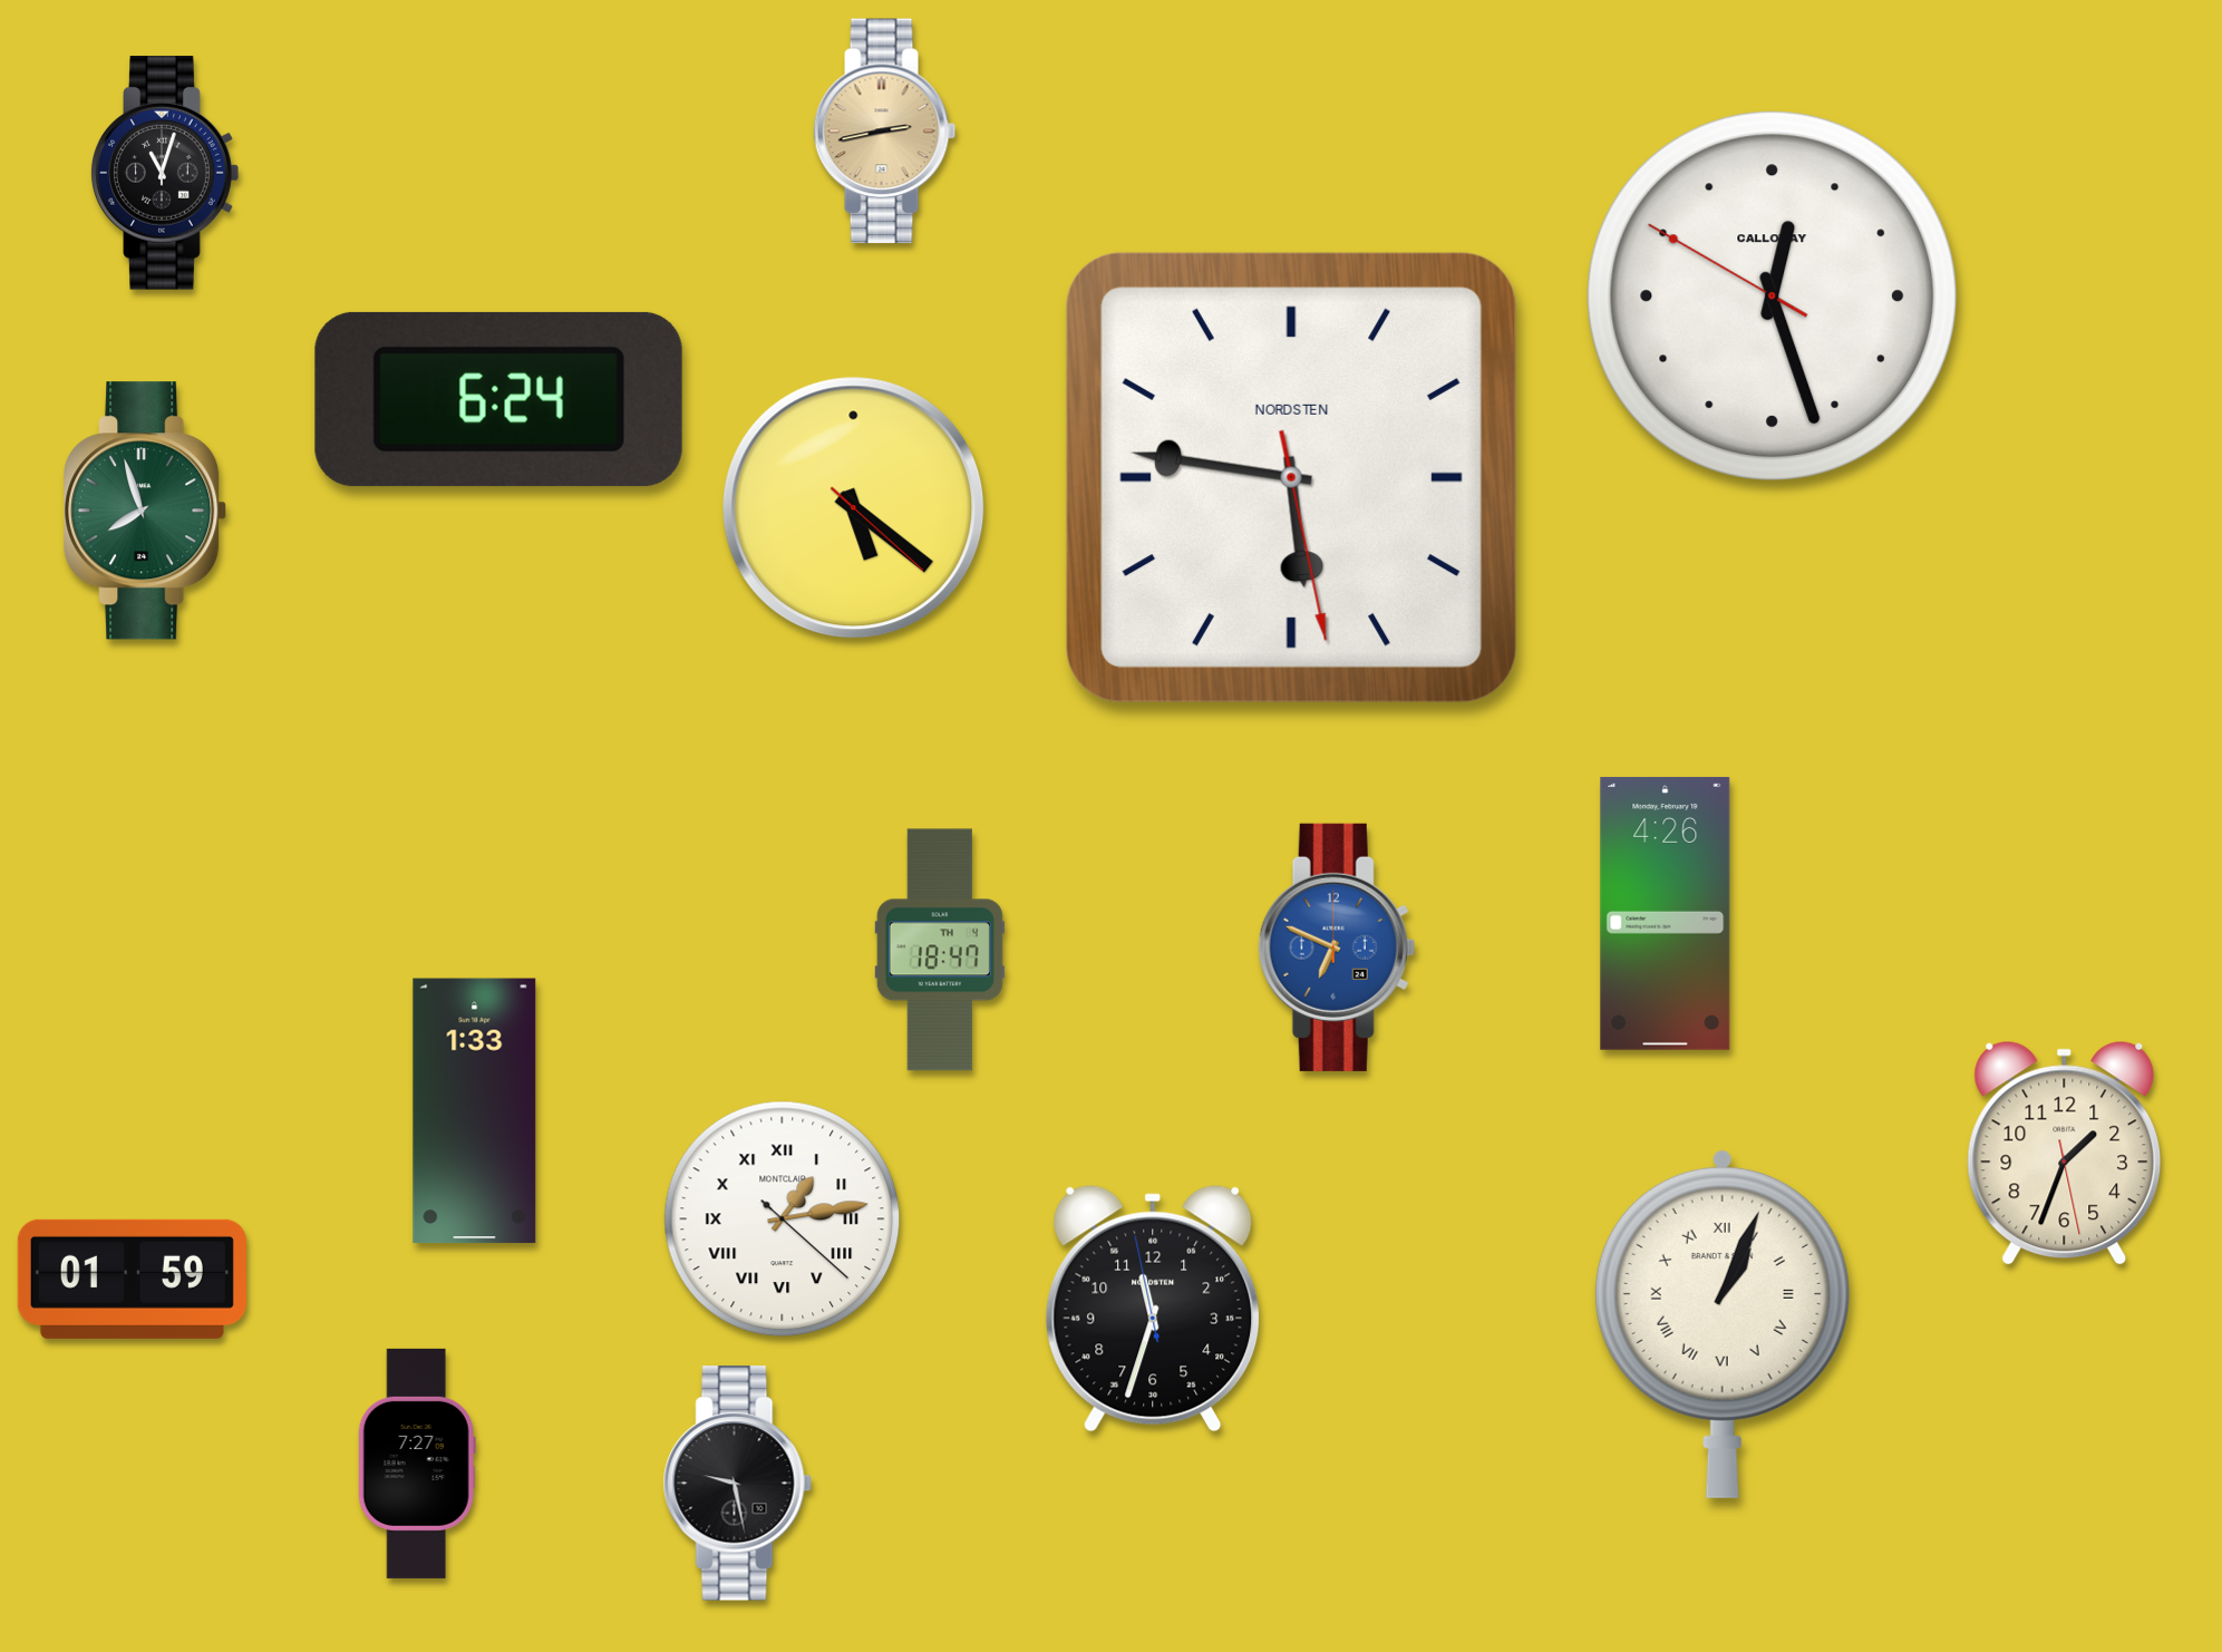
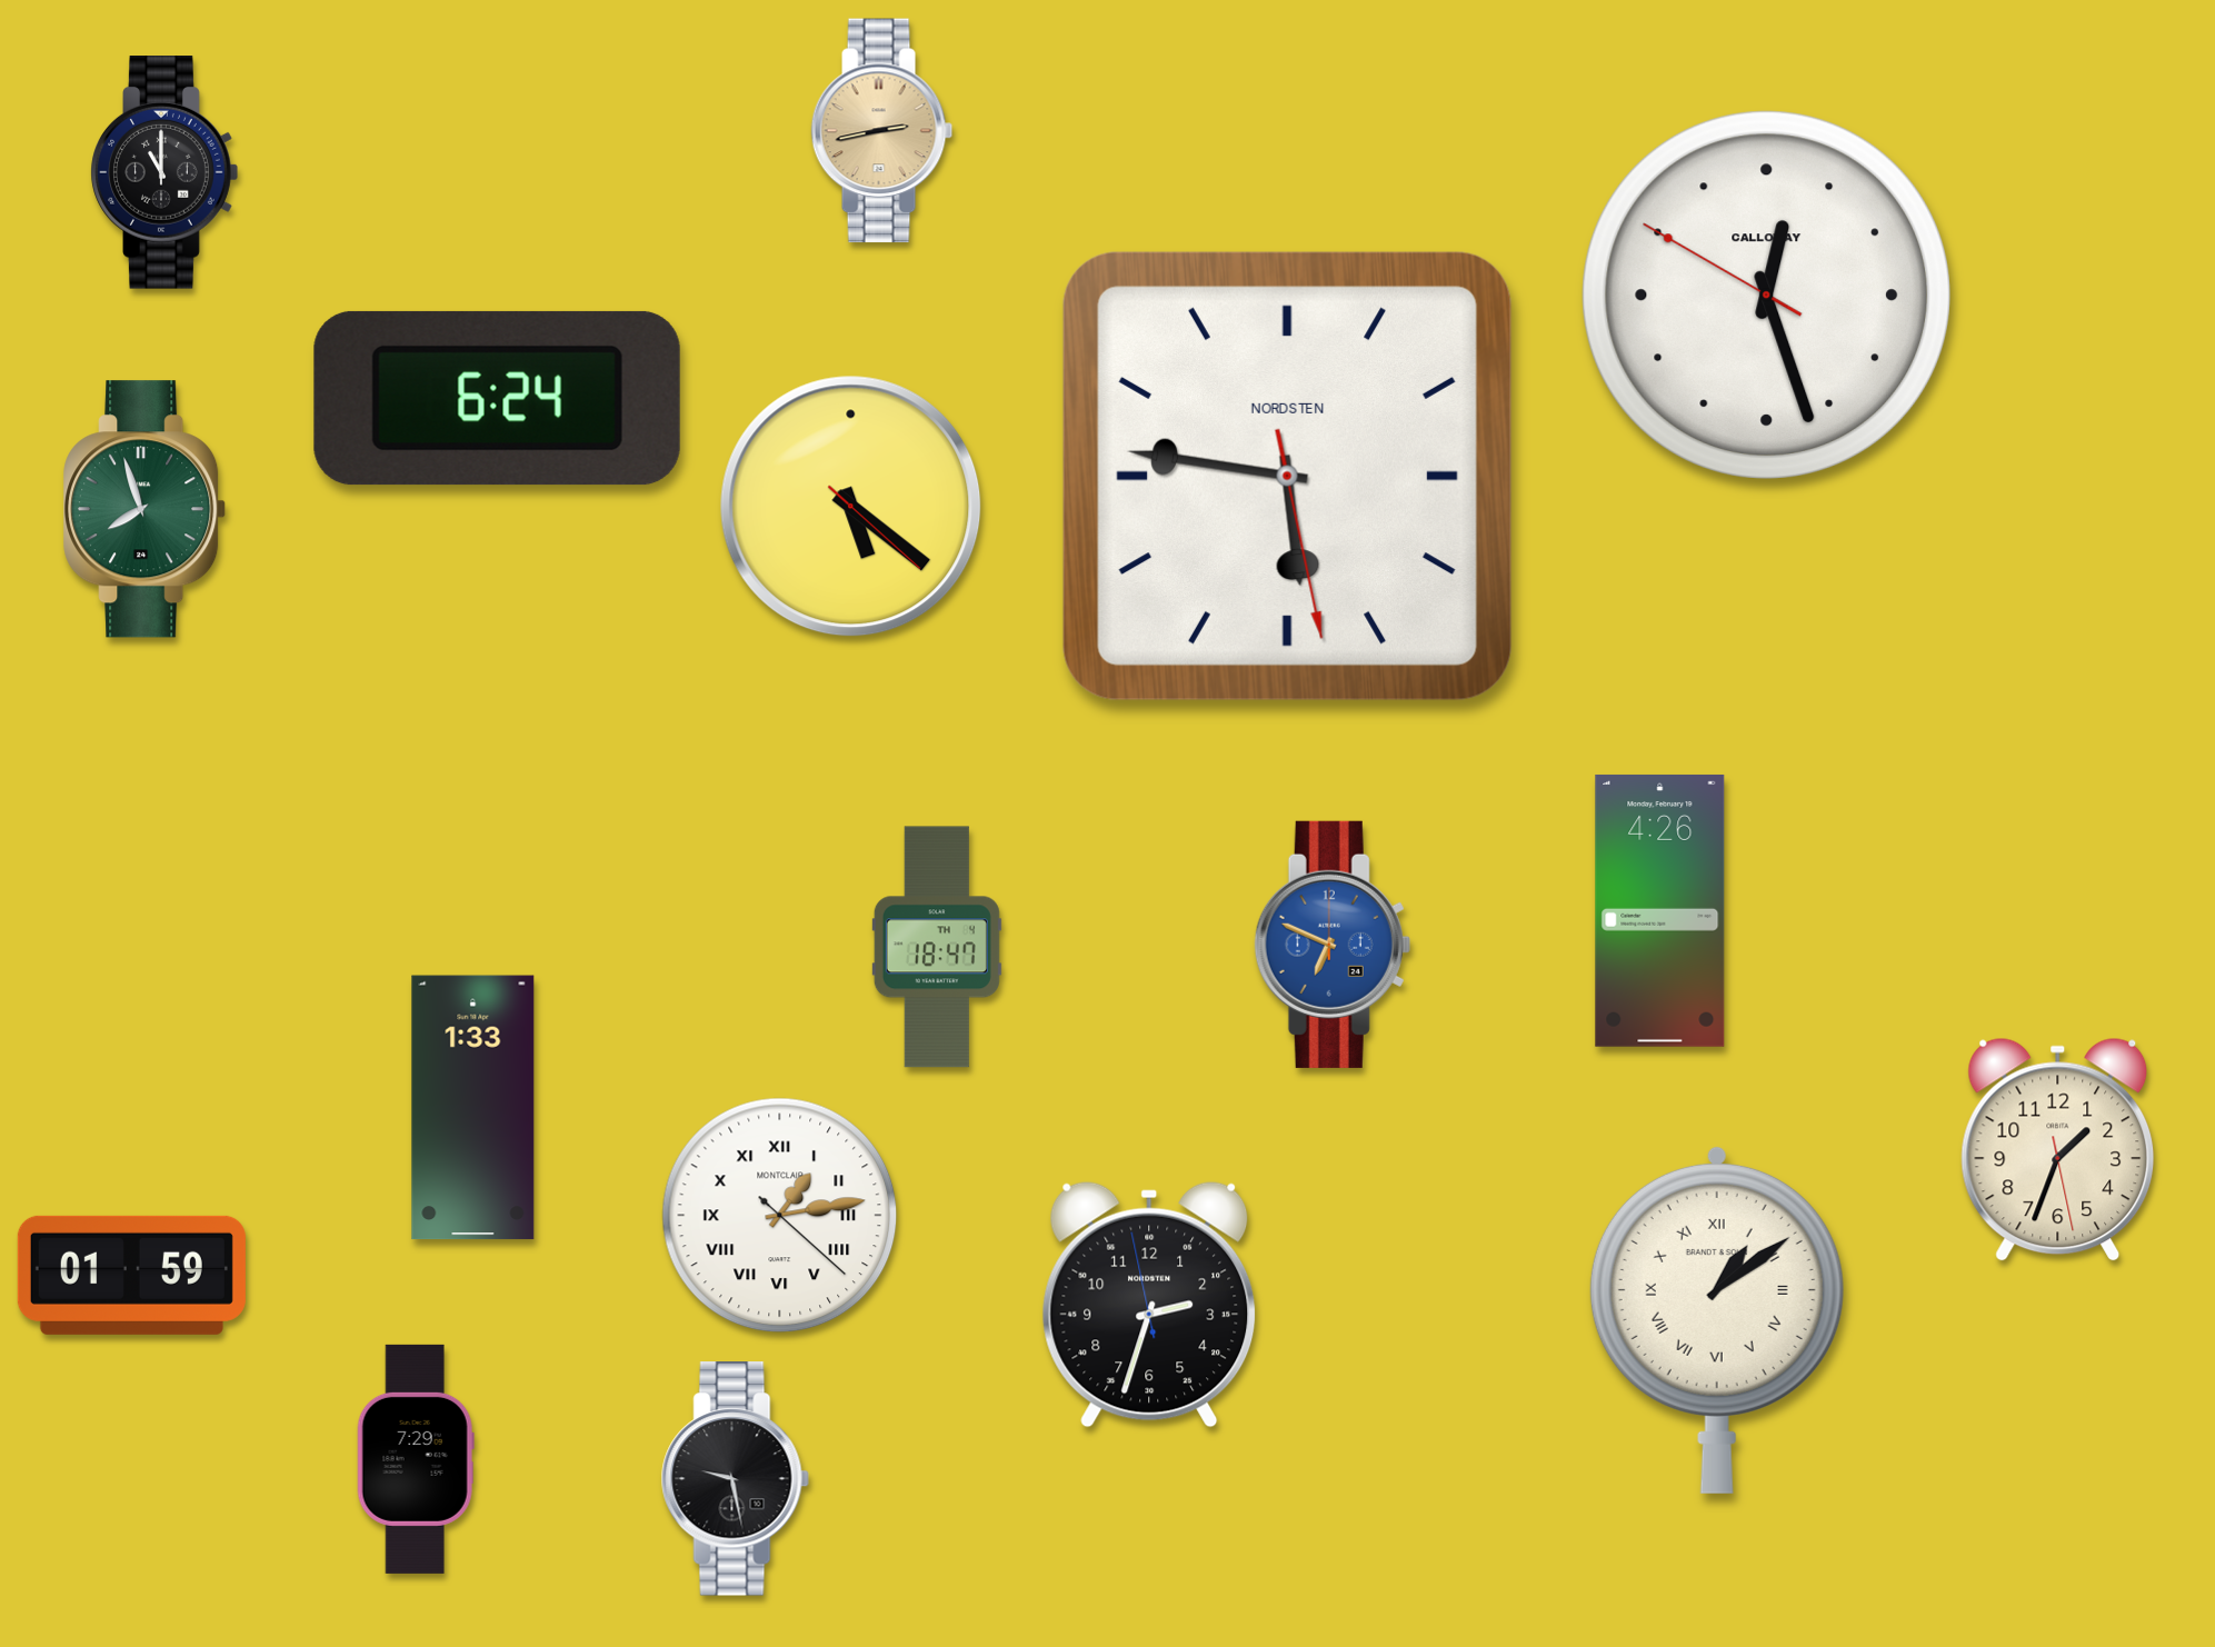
clock at (165, 174): 11:03 -> 11:00
clock at (1153, 1309): 11:32 -> 2:32
clock at (1723, 1323): 1:04 -> 1:09
clock at (417, 1464): 7:27 -> 7:29
